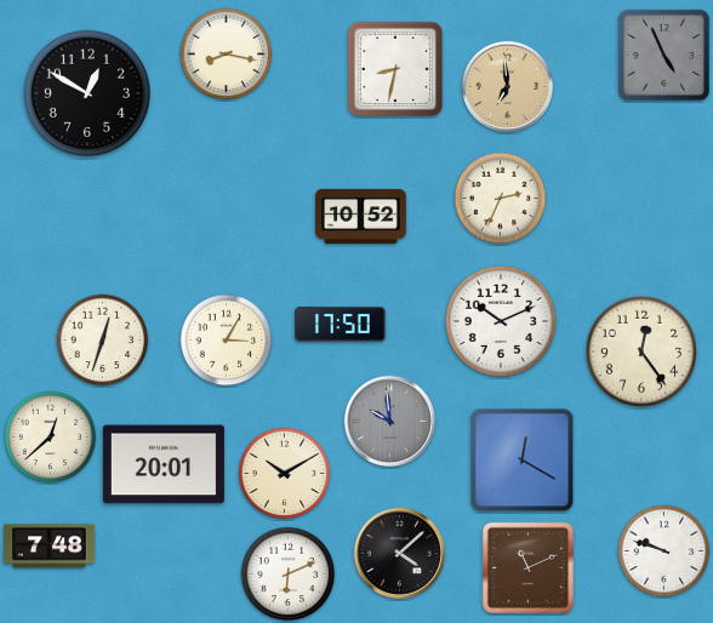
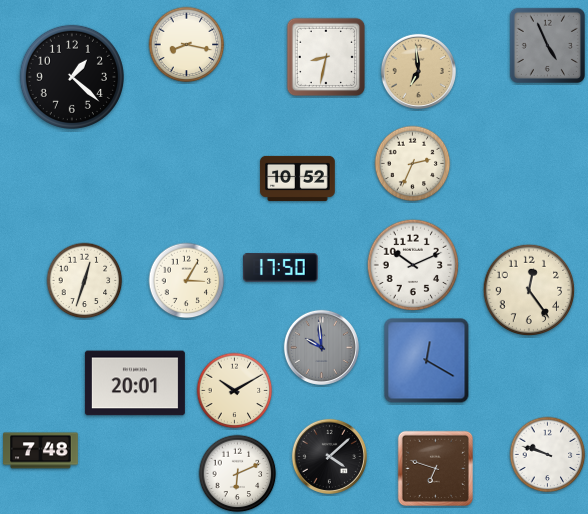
clock at (87, 93): 12:50 -> 1:22
clock at (51, 438): 12:38 -> none
clock at (523, 461) position: (523, 461) -> (427, 361)
clock at (527, 567): 11:11 -> 6:48
